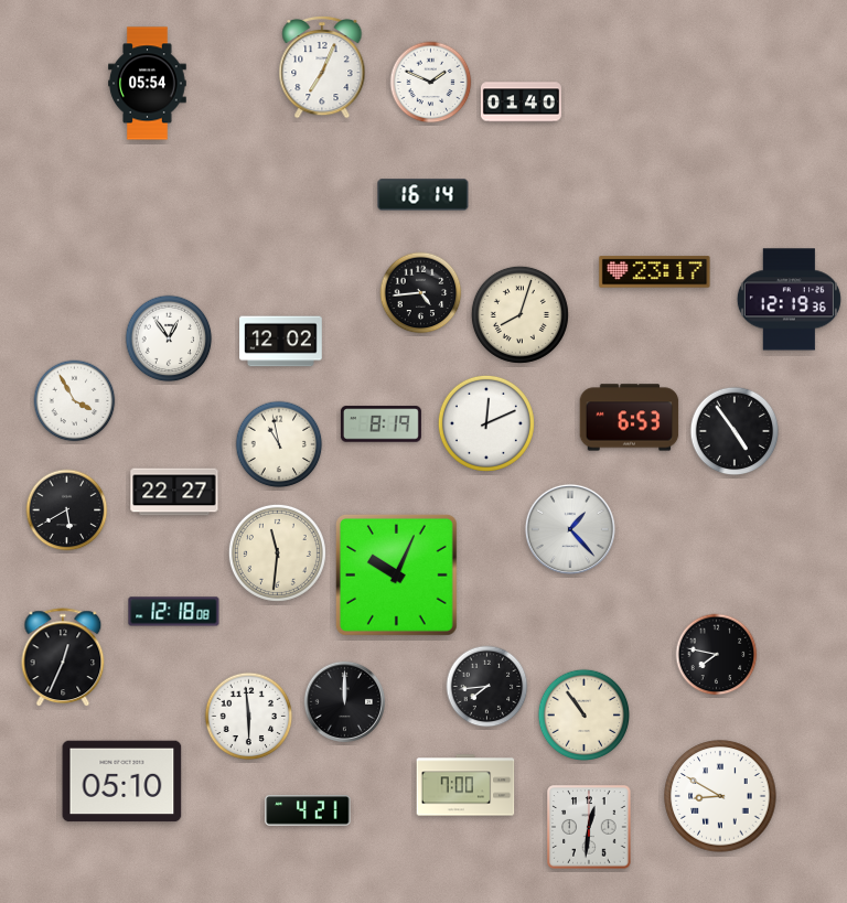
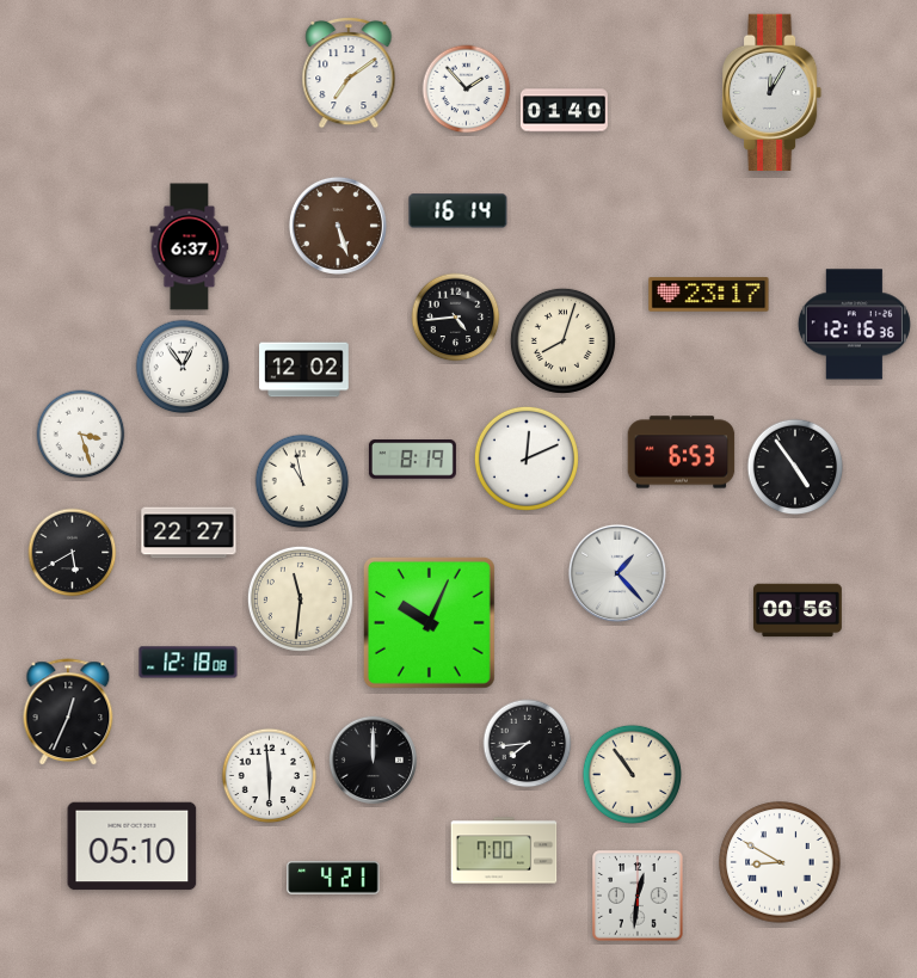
clock at (322, 67): 7:04 -> 7:09
clock at (431, 83): 1:49 -> 1:53
clock at (148, 84): 05:54 -> none
clock at (773, 93): none -> 12:05
clock at (338, 226): none -> 5:27
clock at (190, 247): none -> 6:37
clock at (789, 300): 12:19 -> 12:16
clock at (75, 401): 3:55 -> 3:27
clock at (799, 610): none -> 00:56
clock at (717, 655): 7:47 -> none
